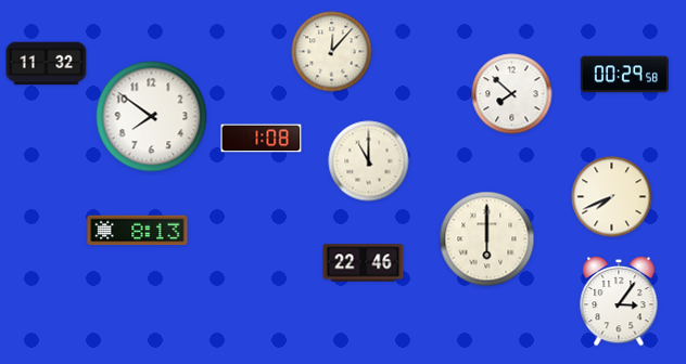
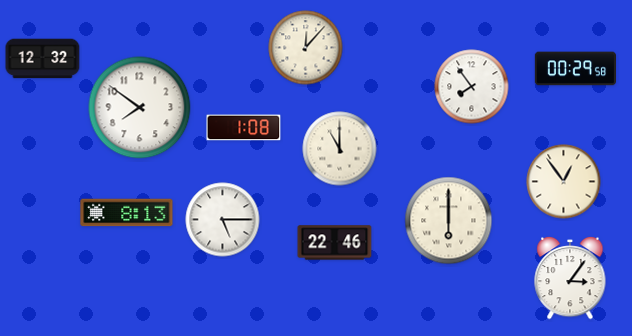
clock at (47, 64): 11:32 -> 12:32
clock at (512, 94): 7:52 -> 7:54
clock at (262, 139) position: (262, 139) -> (244, 128)
clock at (612, 197): 7:41 -> 12:54
clock at (223, 220): none -> 5:15
